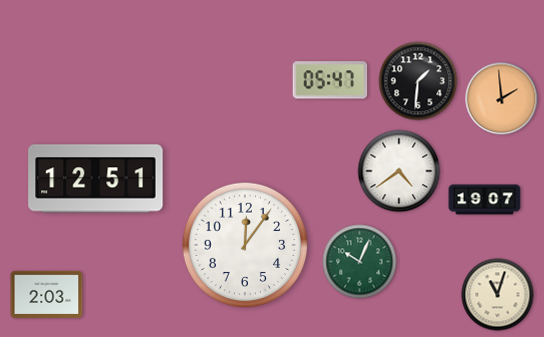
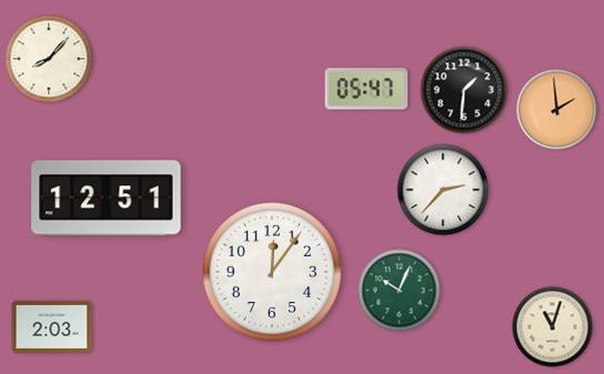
clock at (49, 59): none -> 8:07
clock at (399, 171): 4:39 -> 2:37
clock at (485, 200): 19:07 -> none
